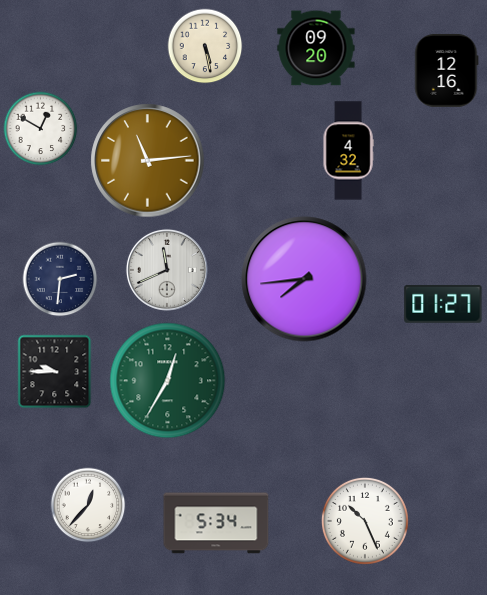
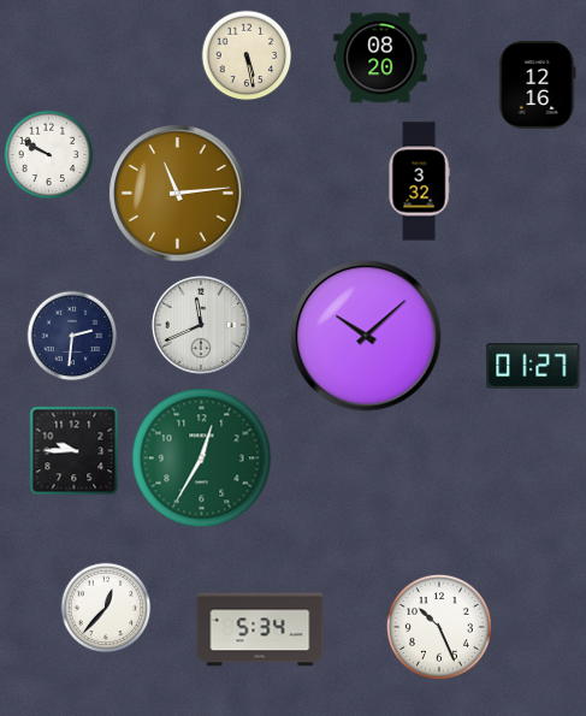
clock at (316, 48): 09:20 -> 08:20
clock at (41, 129): 12:50 -> 9:50
clock at (348, 151): 4:32 -> 3:32
clock at (304, 279): 7:44 -> 10:08
clock at (55, 372) position: (55, 372) -> (75, 451)
